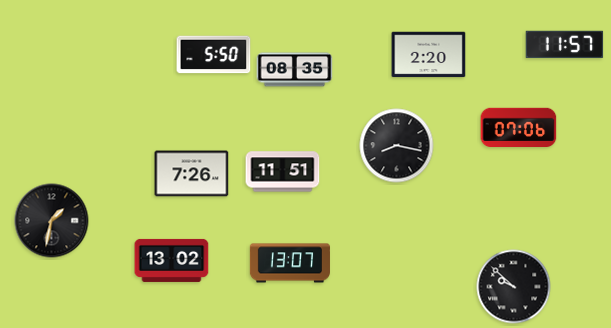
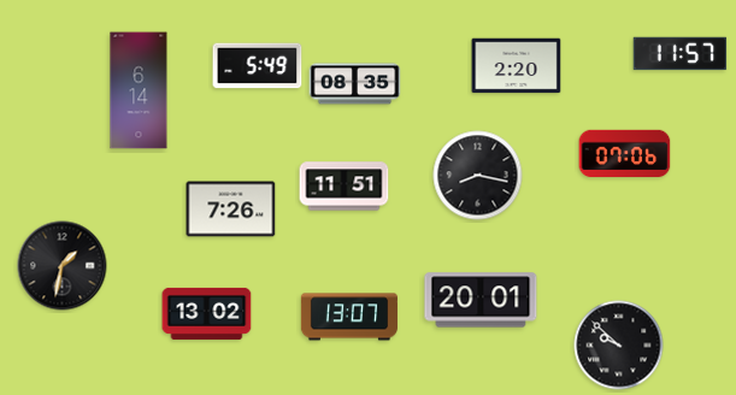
clock at (214, 55): 5:50 -> 5:49
clock at (139, 90): none -> 6:14
clock at (283, 172) position: (283, 172) -> (345, 187)
clock at (481, 300): none -> 20:01
